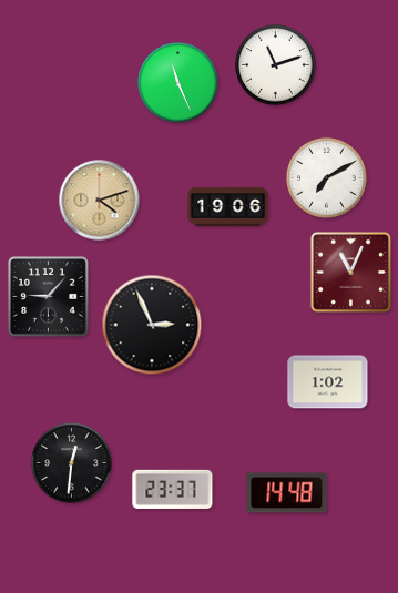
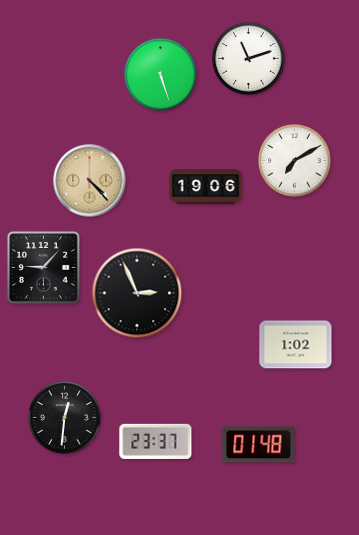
clock at (178, 83): 11:26 -> 5:27
clock at (100, 201): 4:12 -> 4:23
clock at (350, 272): 11:04 -> none
clock at (287, 493): 14:48 -> 01:48
